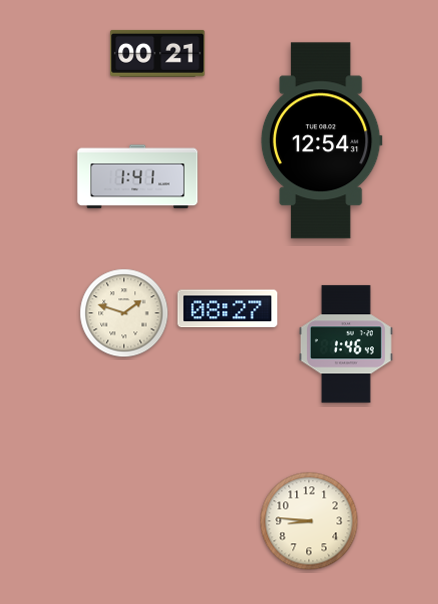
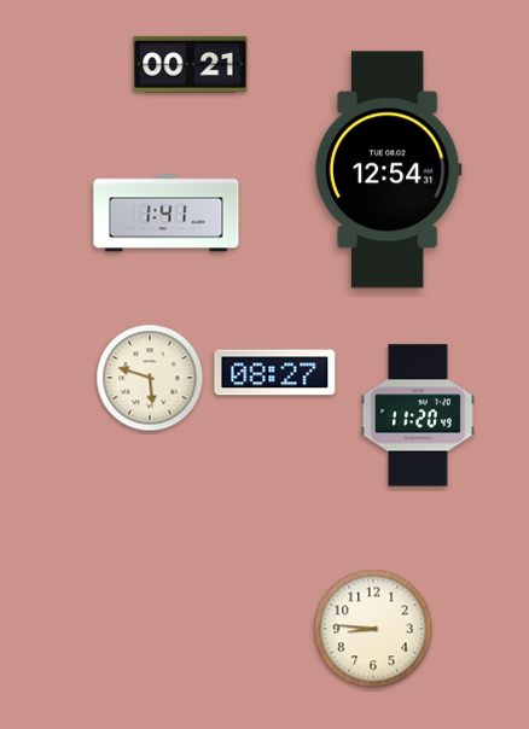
clock at (124, 313): 1:48 -> 5:48
clock at (346, 344): 1:46 -> 11:20
